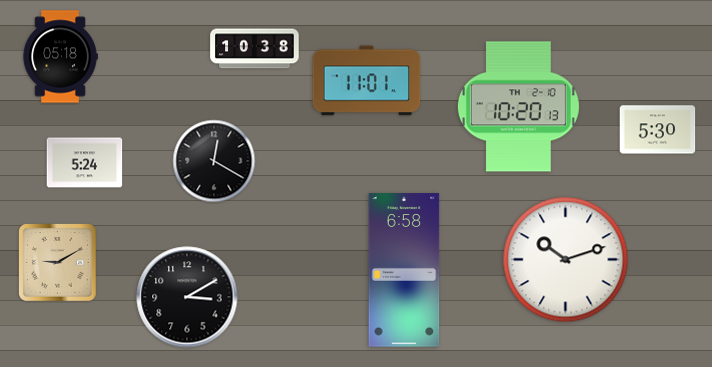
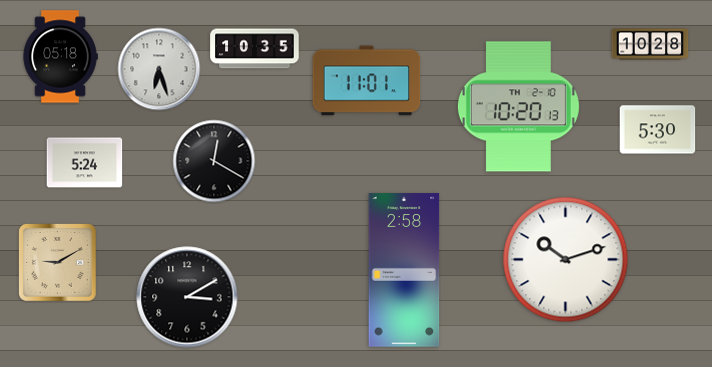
clock at (650, 44): none -> 10:28
clock at (255, 49): 10:38 -> 10:35
clock at (159, 69): none -> 6:27
clock at (404, 270): 6:58 -> 2:58
